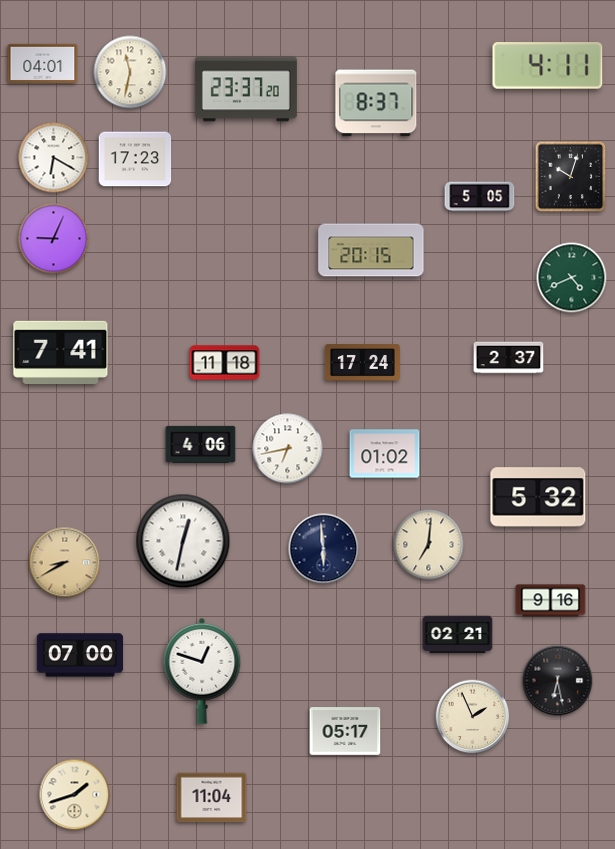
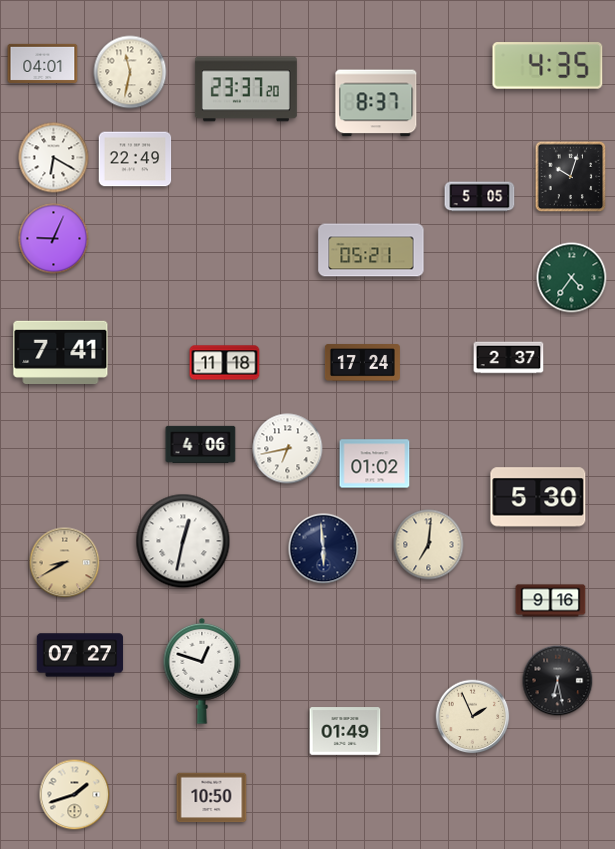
clock at (548, 66): 4:11 -> 4:35
clock at (135, 159): 17:23 -> 22:49
clock at (371, 250): 20:15 -> 05:21
clock at (572, 278): 4:41 -> 4:36
clock at (385, 454) position: (385, 454) -> (375, 464)
clock at (538, 497): 5:32 -> 5:30
clock at (458, 635): 02:21 -> none
clock at (80, 655): 07:00 -> 07:27
clock at (345, 731): 05:17 -> 01:49
clock at (212, 798): 11:04 -> 10:50
